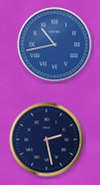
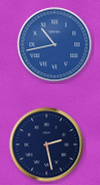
clock at (47, 140) position: (47, 140) -> (47, 145)
